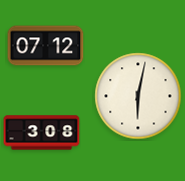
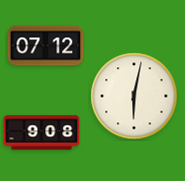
clock at (138, 96) position: (138, 96) -> (134, 96)
clock at (42, 133): 3:08 -> 9:08
